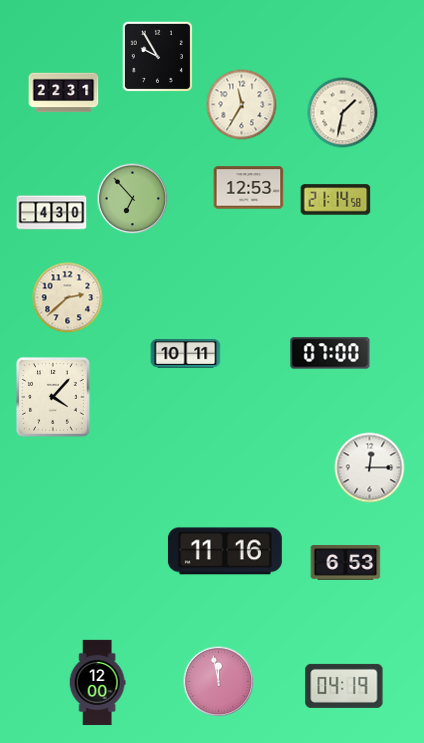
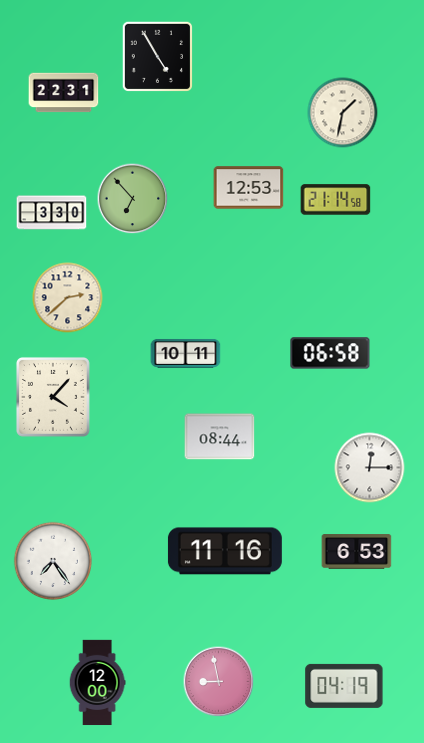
clock at (157, 56): 9:55 -> 4:55
clock at (242, 105): 11:35 -> none
clock at (52, 213): 4:30 -> 3:30
clock at (330, 353): 07:00 -> 06:58
clock at (220, 437): none -> 08:44
clock at (52, 560): none -> 7:24
clock at (346, 563) position: (346, 563) -> (357, 552)
clock at (219, 682): 11:58 -> 8:58
